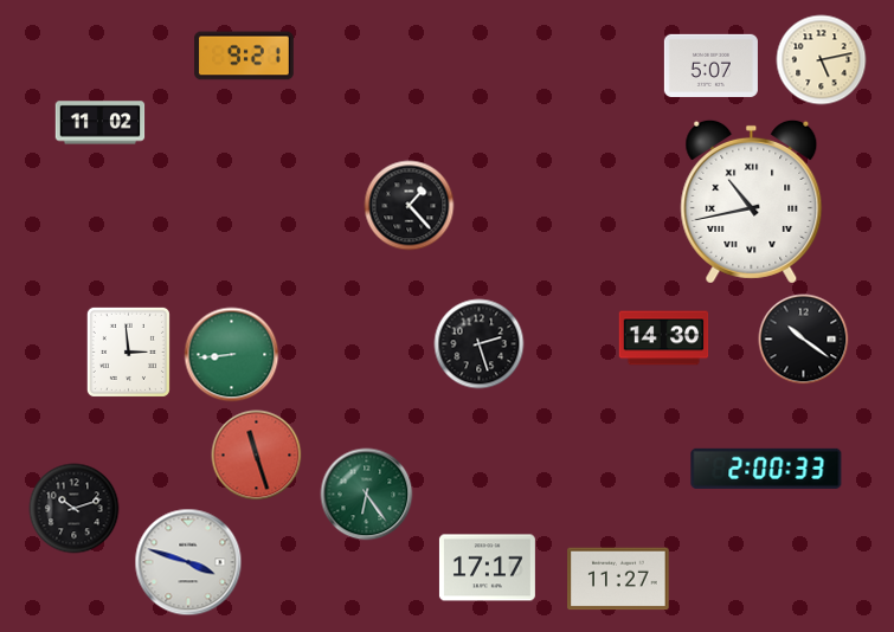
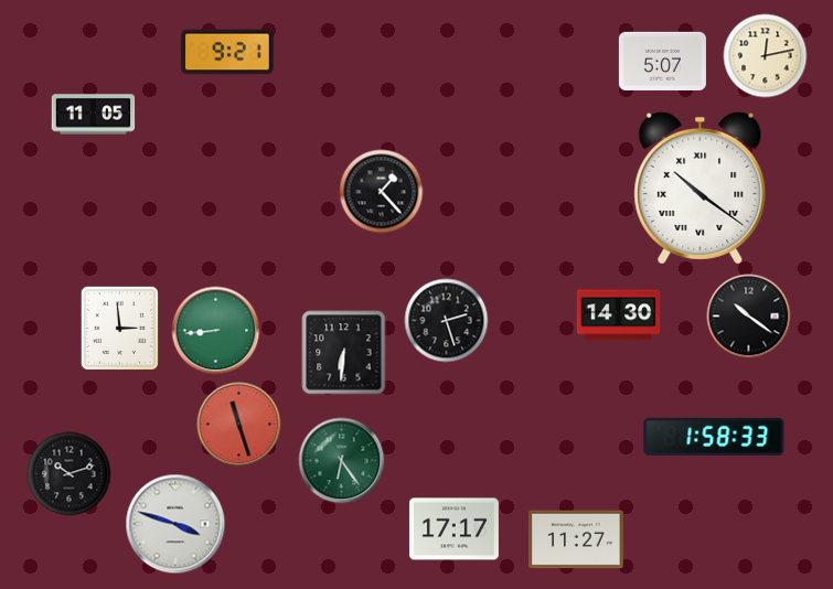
clock at (822, 60): 5:13 -> 12:13
clock at (101, 123): 11:02 -> 11:05
clock at (752, 201): 10:43 -> 10:21
clock at (344, 353): none -> 6:31
clock at (766, 469): 2:00 -> 1:58
